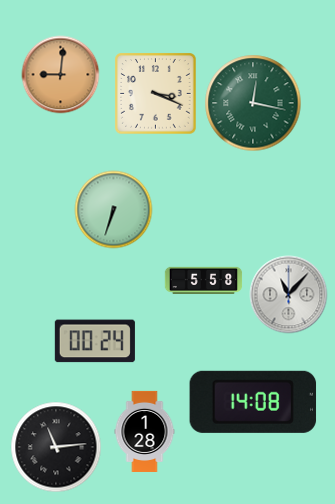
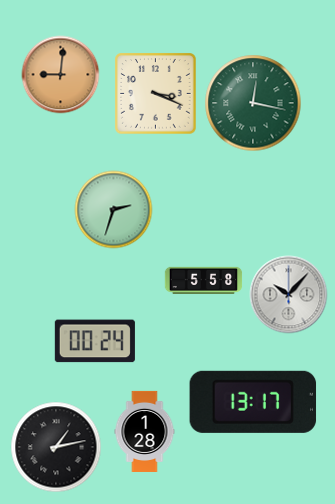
clock at (113, 209): 6:33 -> 2:33
clock at (288, 294): 11:07 -> 10:07
clock at (253, 402): 14:08 -> 13:17
clock at (56, 447): 11:14 -> 1:13
